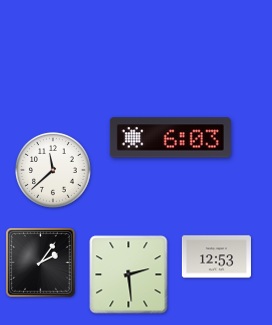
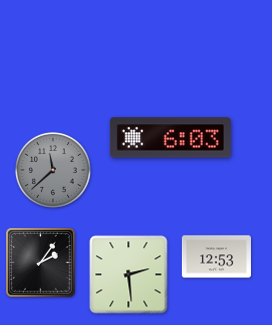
clock at (54, 171) dial: white -> grey
